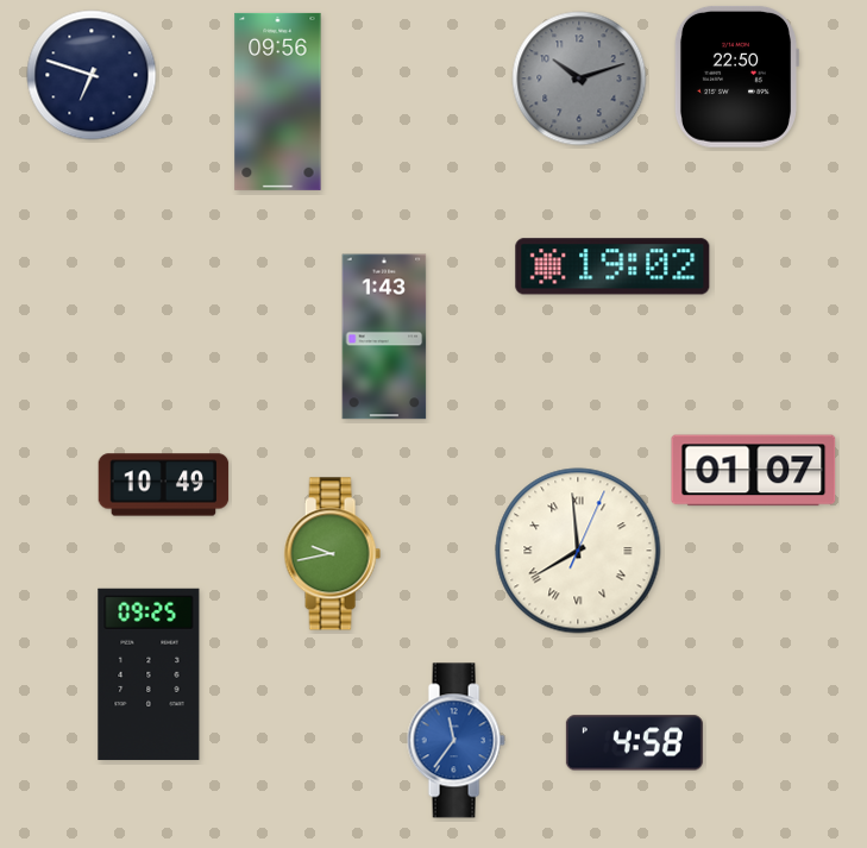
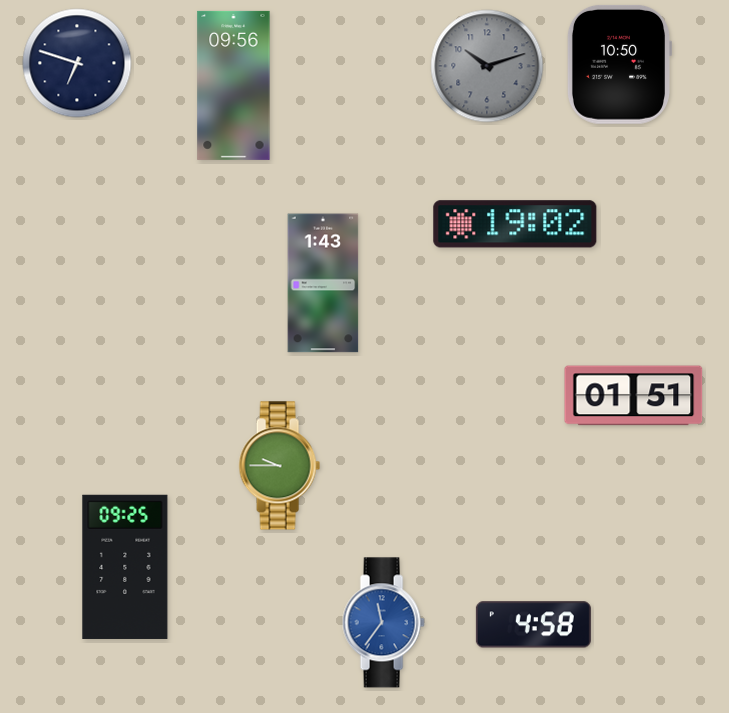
clock at (735, 76): 22:50 -> 10:50
clock at (754, 471): 01:07 -> 01:51
clock at (164, 485): 10:49 -> none
clock at (578, 551): 7:59 -> none
clock at (332, 554): 9:43 -> 9:45
